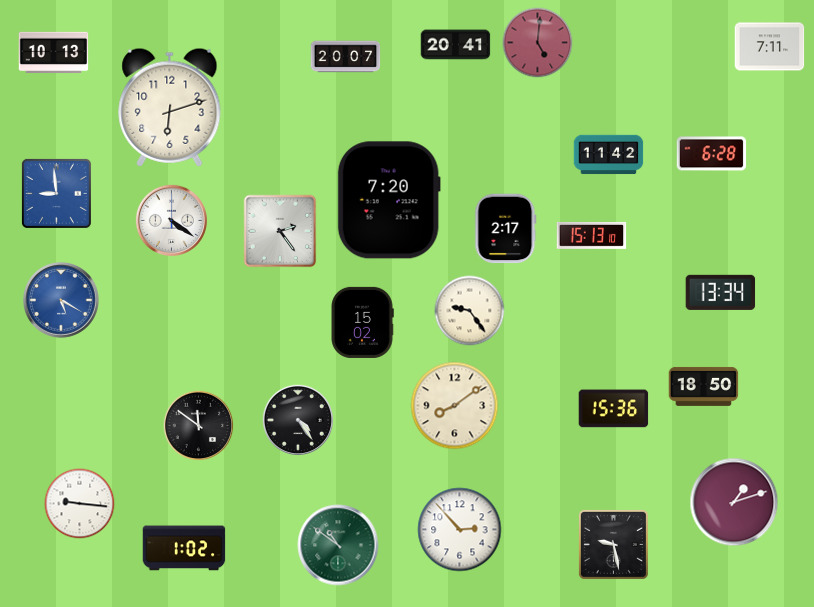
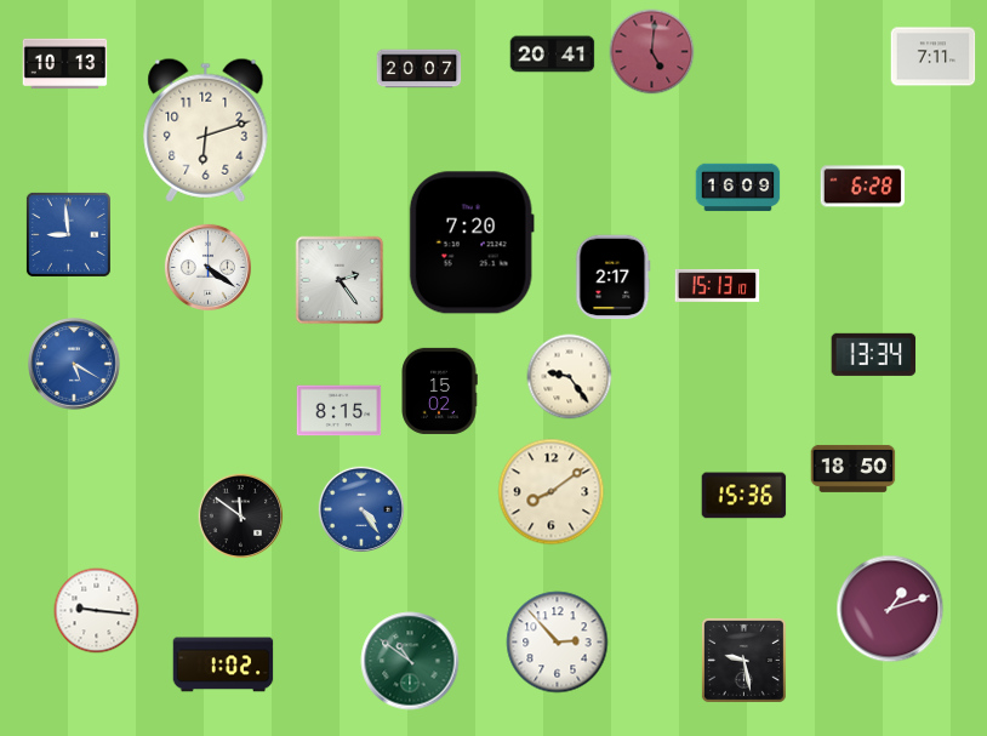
clock at (609, 155): 11:42 -> 16:09
clock at (340, 411): none -> 8:15
clock at (297, 419) dial: black -> blue
